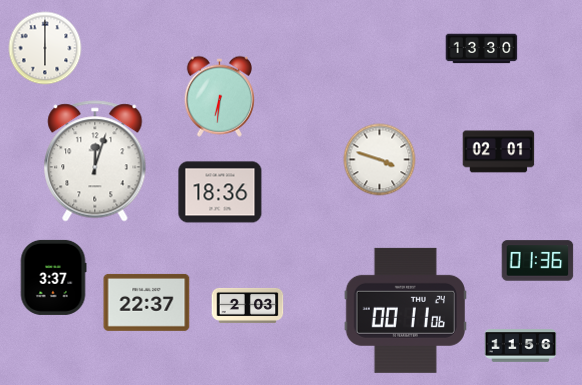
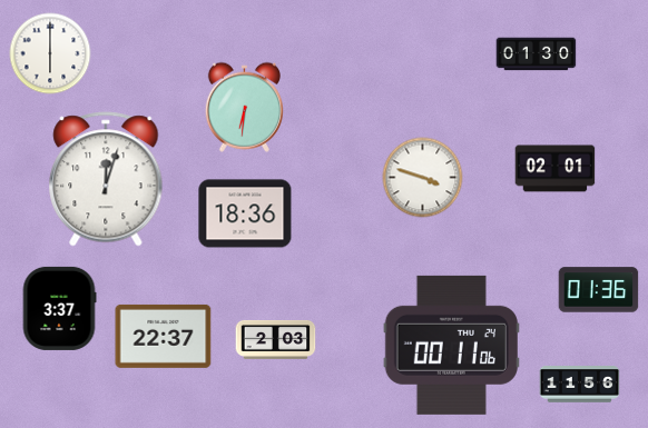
clock at (482, 49): 13:30 -> 01:30
